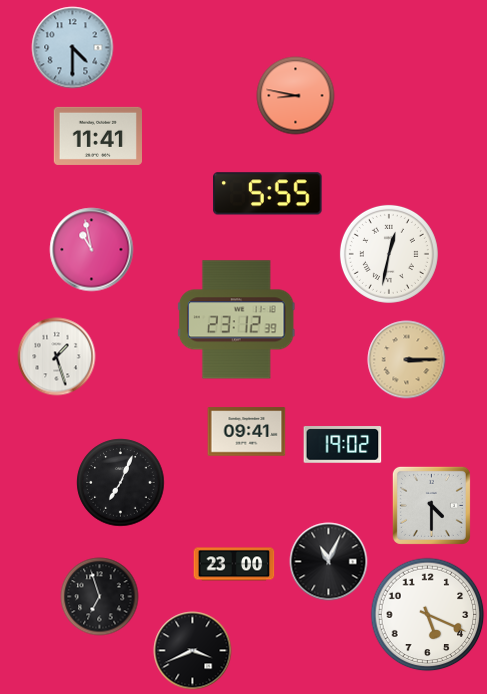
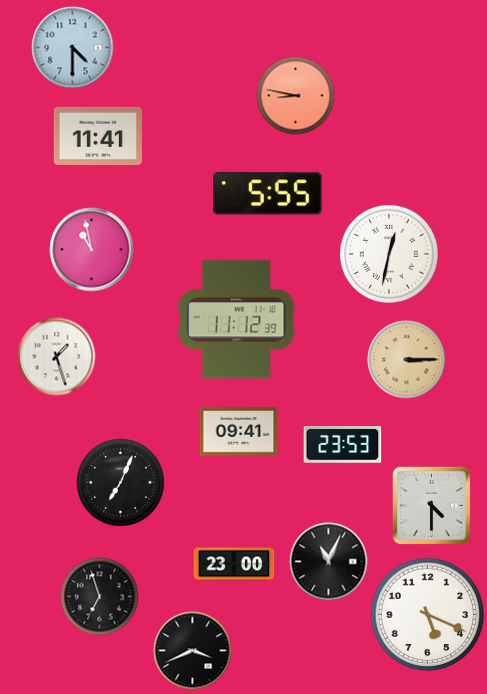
clock at (236, 320): 23:12 -> 11:12
clock at (246, 432) position: (246, 432) -> (238, 432)
clock at (342, 445): 19:02 -> 23:53
